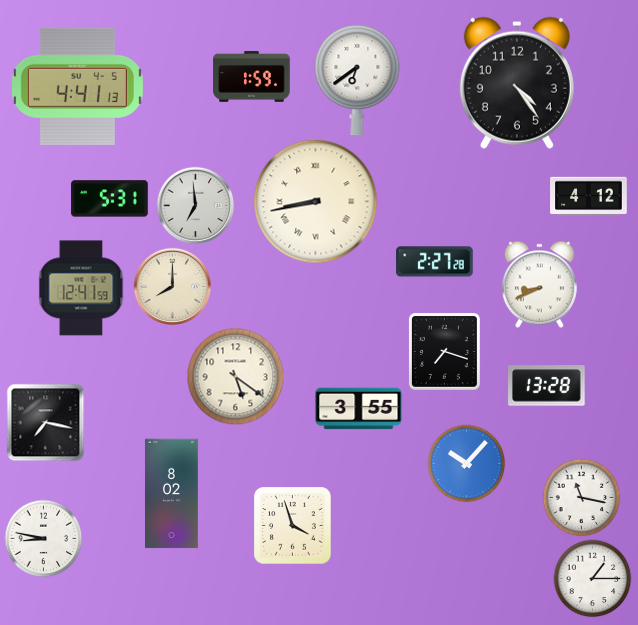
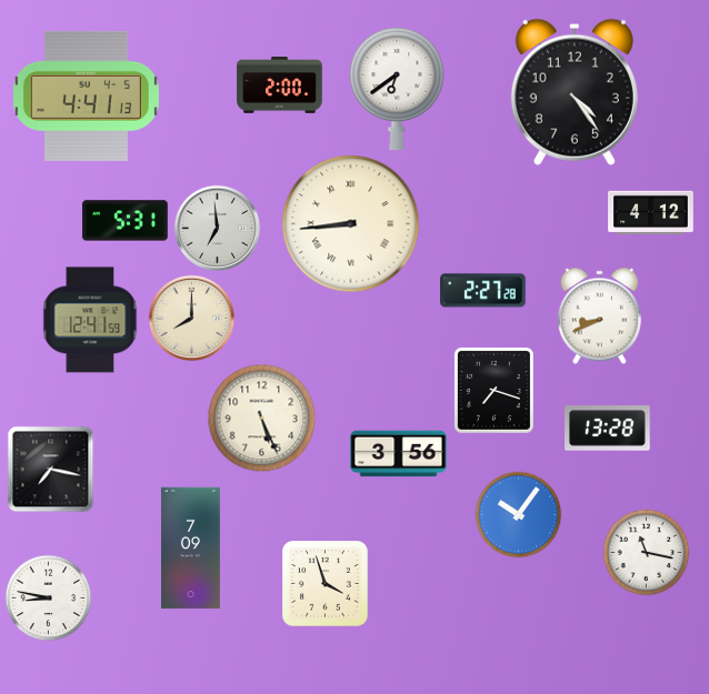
clock at (252, 77): 1:59 -> 2:00
clock at (589, 197) position: (589, 197) -> (651, 213)
clock at (110, 199) position: (110, 199) -> (126, 221)
clock at (316, 202): 8:43 -> 8:44
clock at (235, 376): 5:21 -> 5:26
clock at (359, 409): 3:55 -> 3:56
clock at (466, 463): 10:07 -> 10:06
clock at (171, 494): 8:02 -> 7:09
clock at (592, 578): 1:15 -> none
